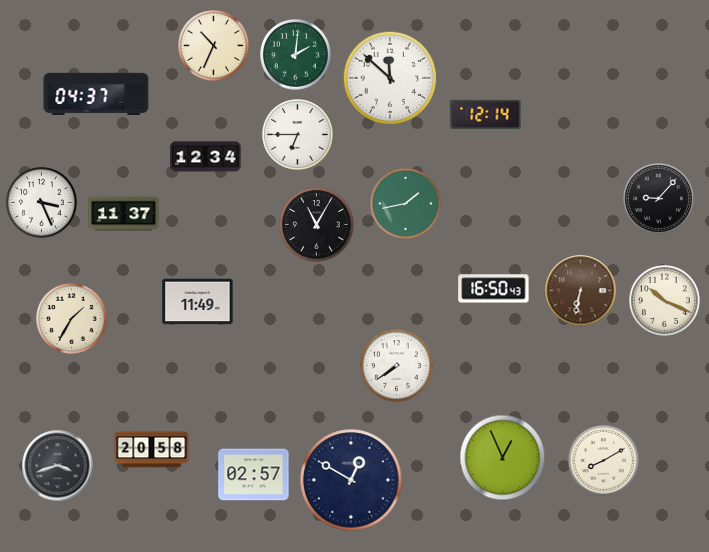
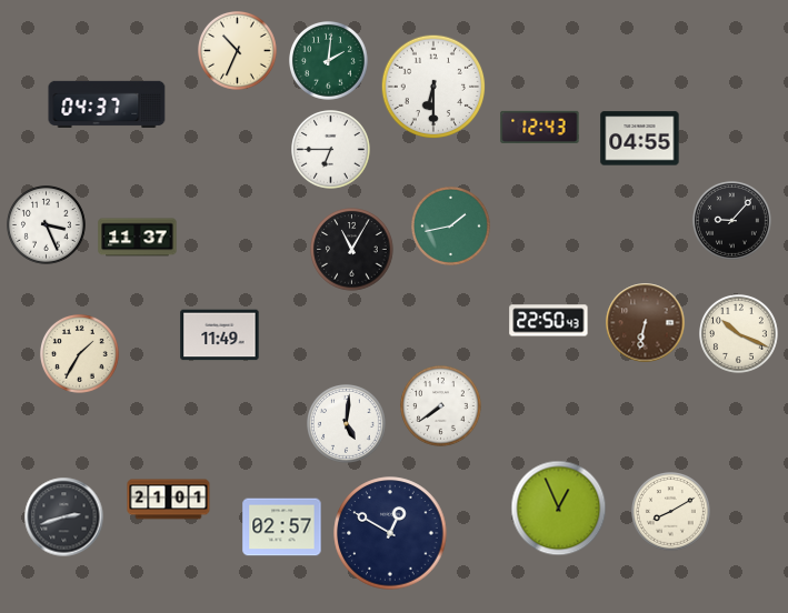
clock at (390, 78): 11:52 -> 6:30
clock at (486, 114): 12:14 -> 12:43
clock at (640, 139): none -> 04:55
clock at (206, 157): 12:34 -> none
clock at (494, 289): 16:50 -> 22:50
clock at (347, 424): none -> 5:01
clock at (152, 450): 20:58 -> 21:01
clock at (58, 466): 3:42 -> 2:42
